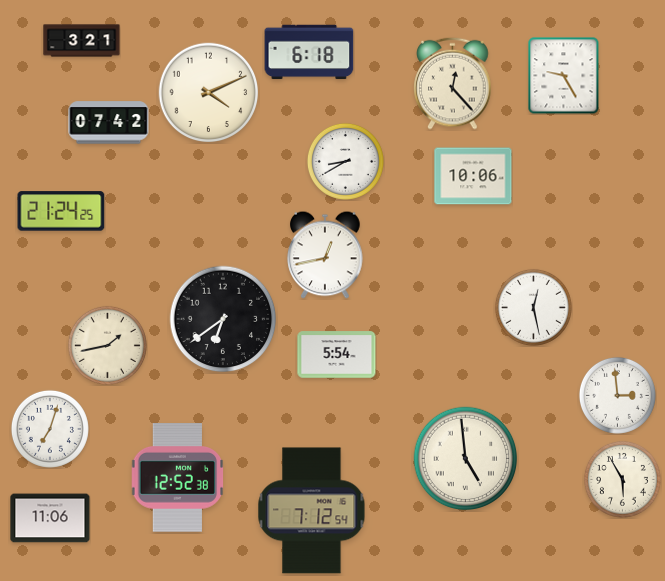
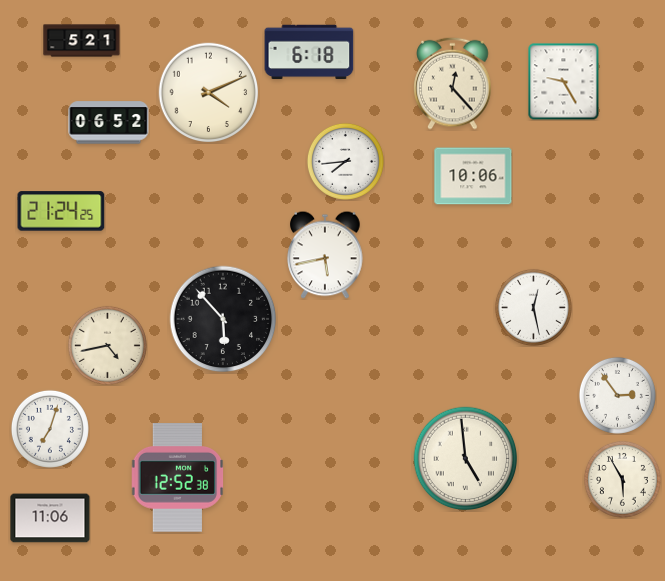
clock at (82, 41): 3:21 -> 5:21
clock at (564, 75) position: (564, 75) -> (564, 81)
clock at (109, 123): 07:42 -> 06:52
clock at (345, 161): 8:40 -> 7:44
clock at (325, 255): 12:43 -> 5:43
clock at (223, 319): 6:39 -> 5:53
clock at (107, 345): 1:43 -> 4:43
clock at (337, 355): 5:54 -> none
clock at (617, 395): 2:59 -> 2:54
clock at (312, 511): 7:12 -> none
